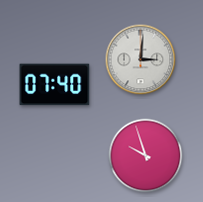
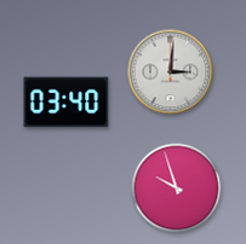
clock at (55, 85): 07:40 -> 03:40
